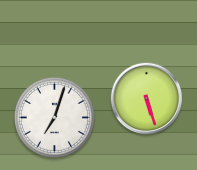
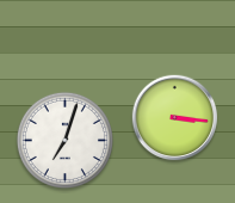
clock at (147, 99): 5:27 -> 3:16
